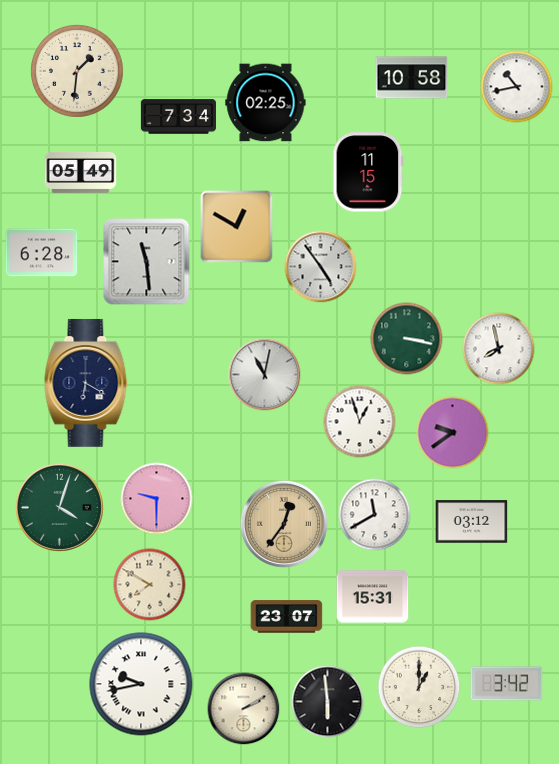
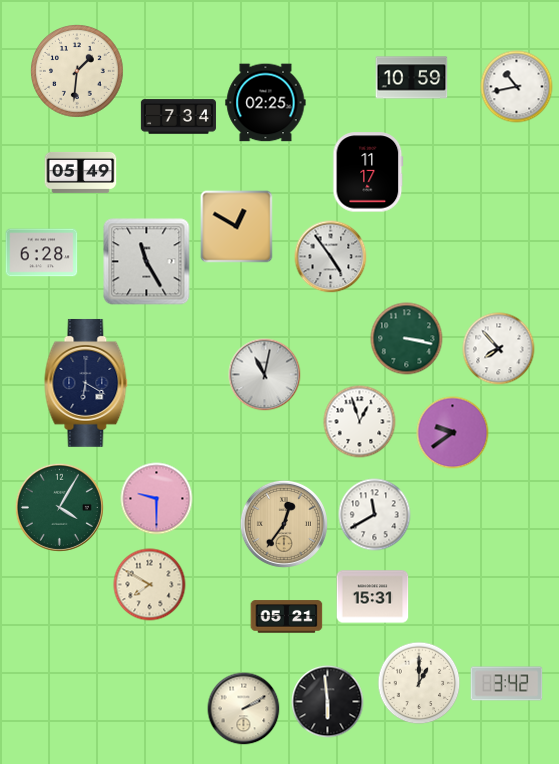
clock at (412, 78): 10:58 -> 10:59
clock at (368, 172): 11:15 -> 11:17
clock at (147, 262): 11:29 -> 11:25
clock at (321, 267) position: (321, 267) -> (331, 257)
clock at (499, 349): 7:58 -> 7:53
clock at (59, 507): 4:03 -> 4:05
clock at (472, 522): 03:12 -> none
clock at (287, 617): 23:07 -> 05:21
clock at (141, 684): 9:43 -> none
clock at (419, 687) position: (419, 687) -> (419, 683)
